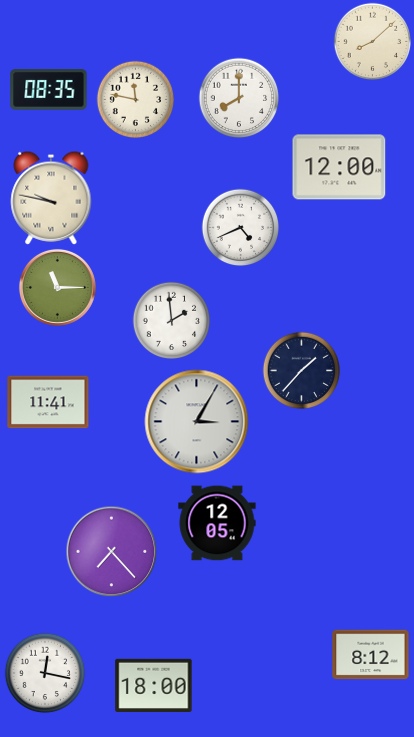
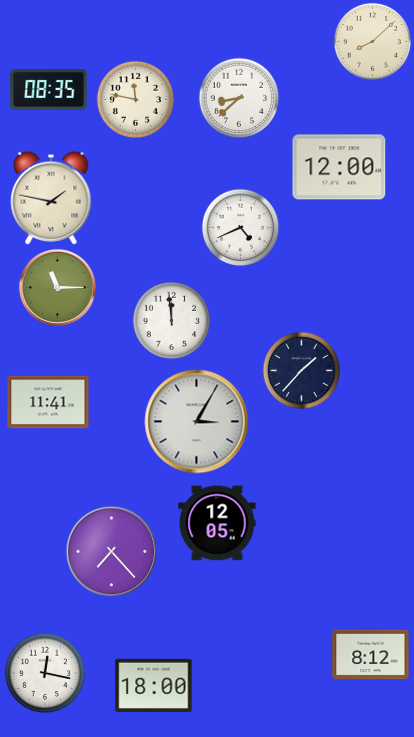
clock at (239, 98): 8:00 -> 8:38
clock at (51, 198): 9:47 -> 1:47
clock at (171, 320): 1:59 -> 11:59
